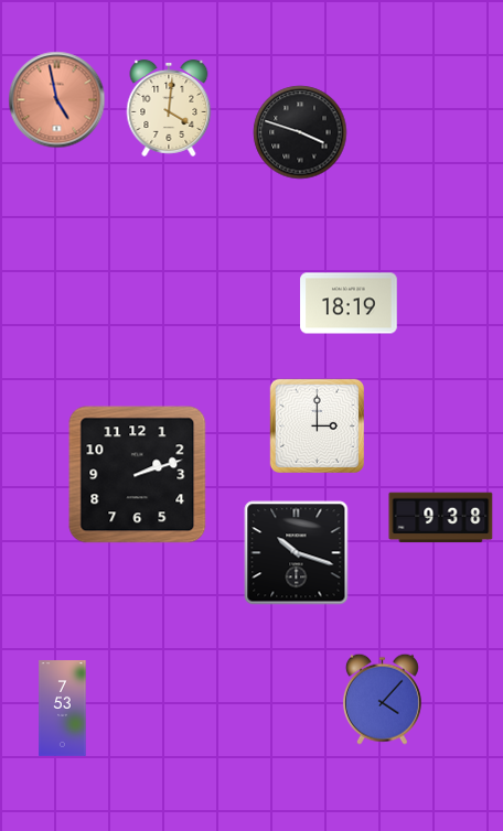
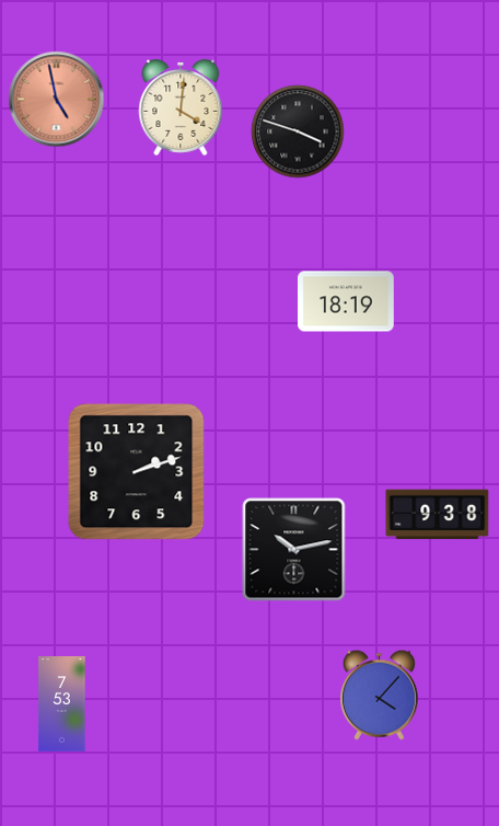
clock at (169, 108) position: (169, 108) -> (181, 107)
clock at (317, 425): 3:00 -> none
clock at (297, 553): 10:18 -> 10:13
